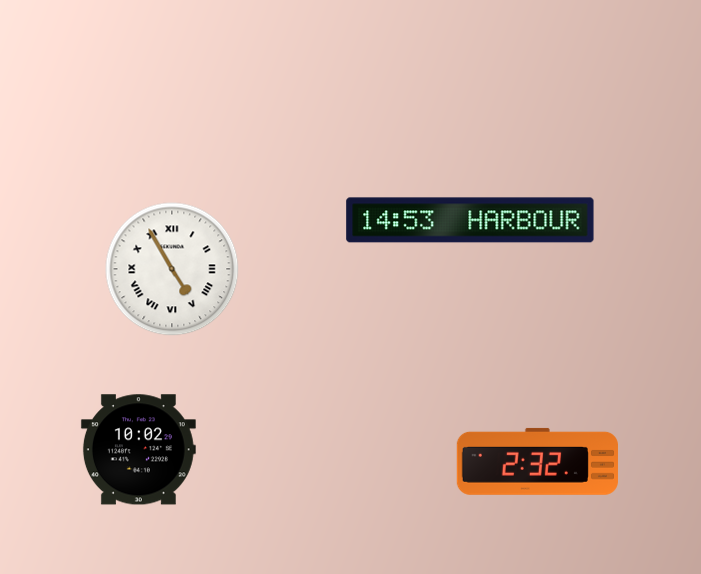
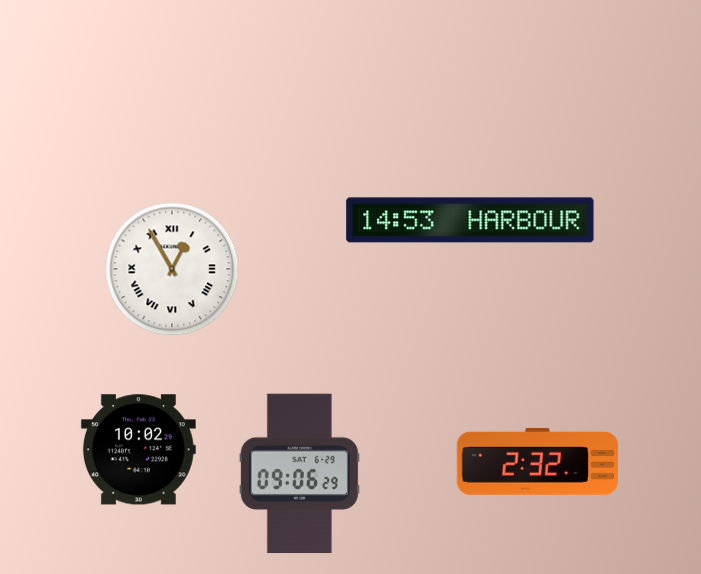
clock at (172, 269): 4:55 -> 12:55
clock at (299, 474): none -> 09:06
